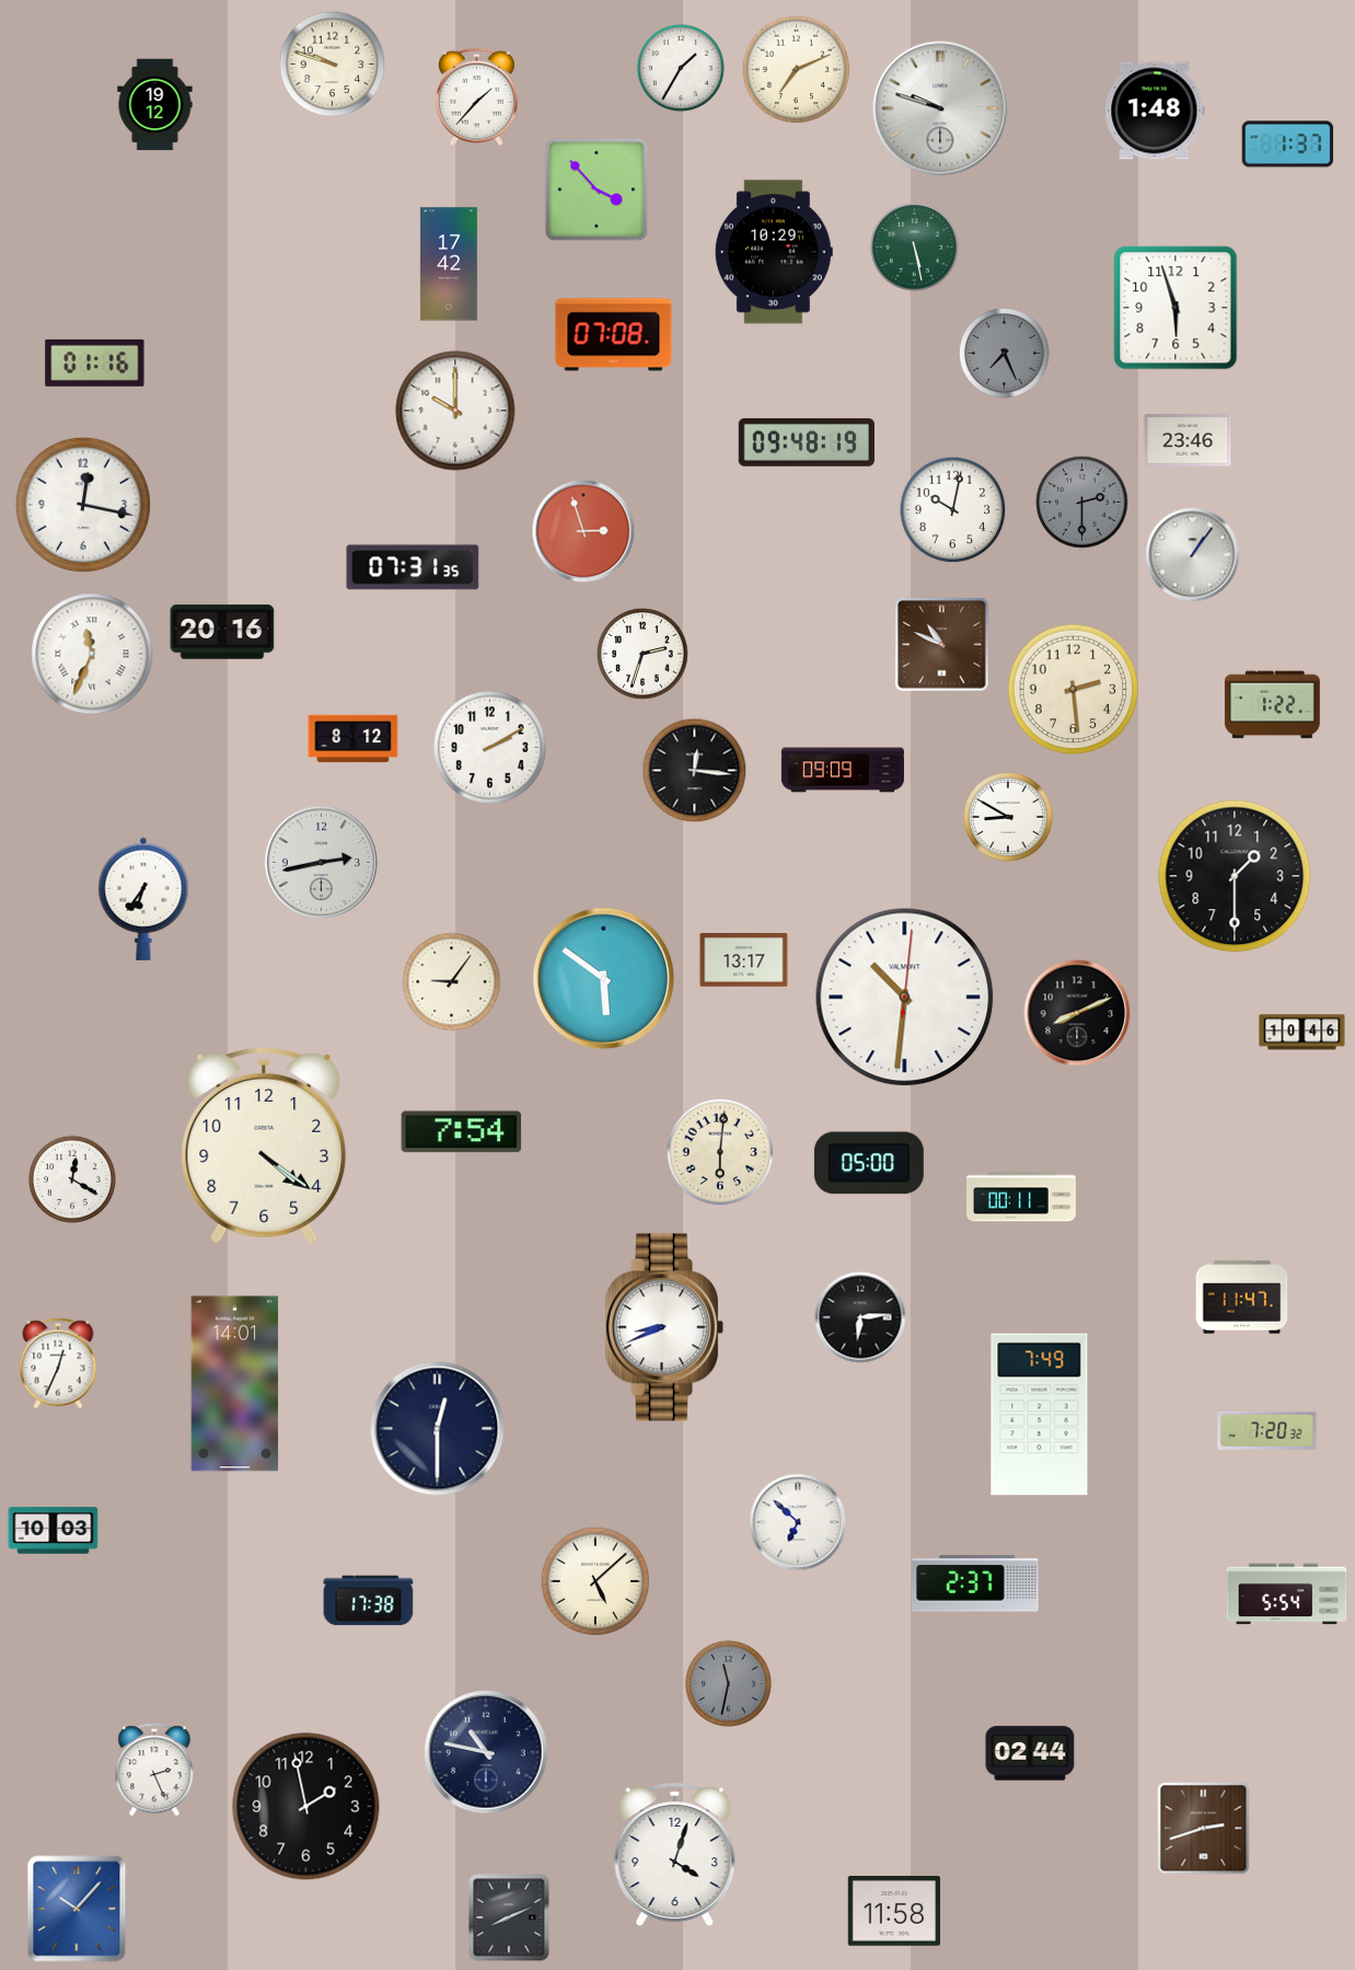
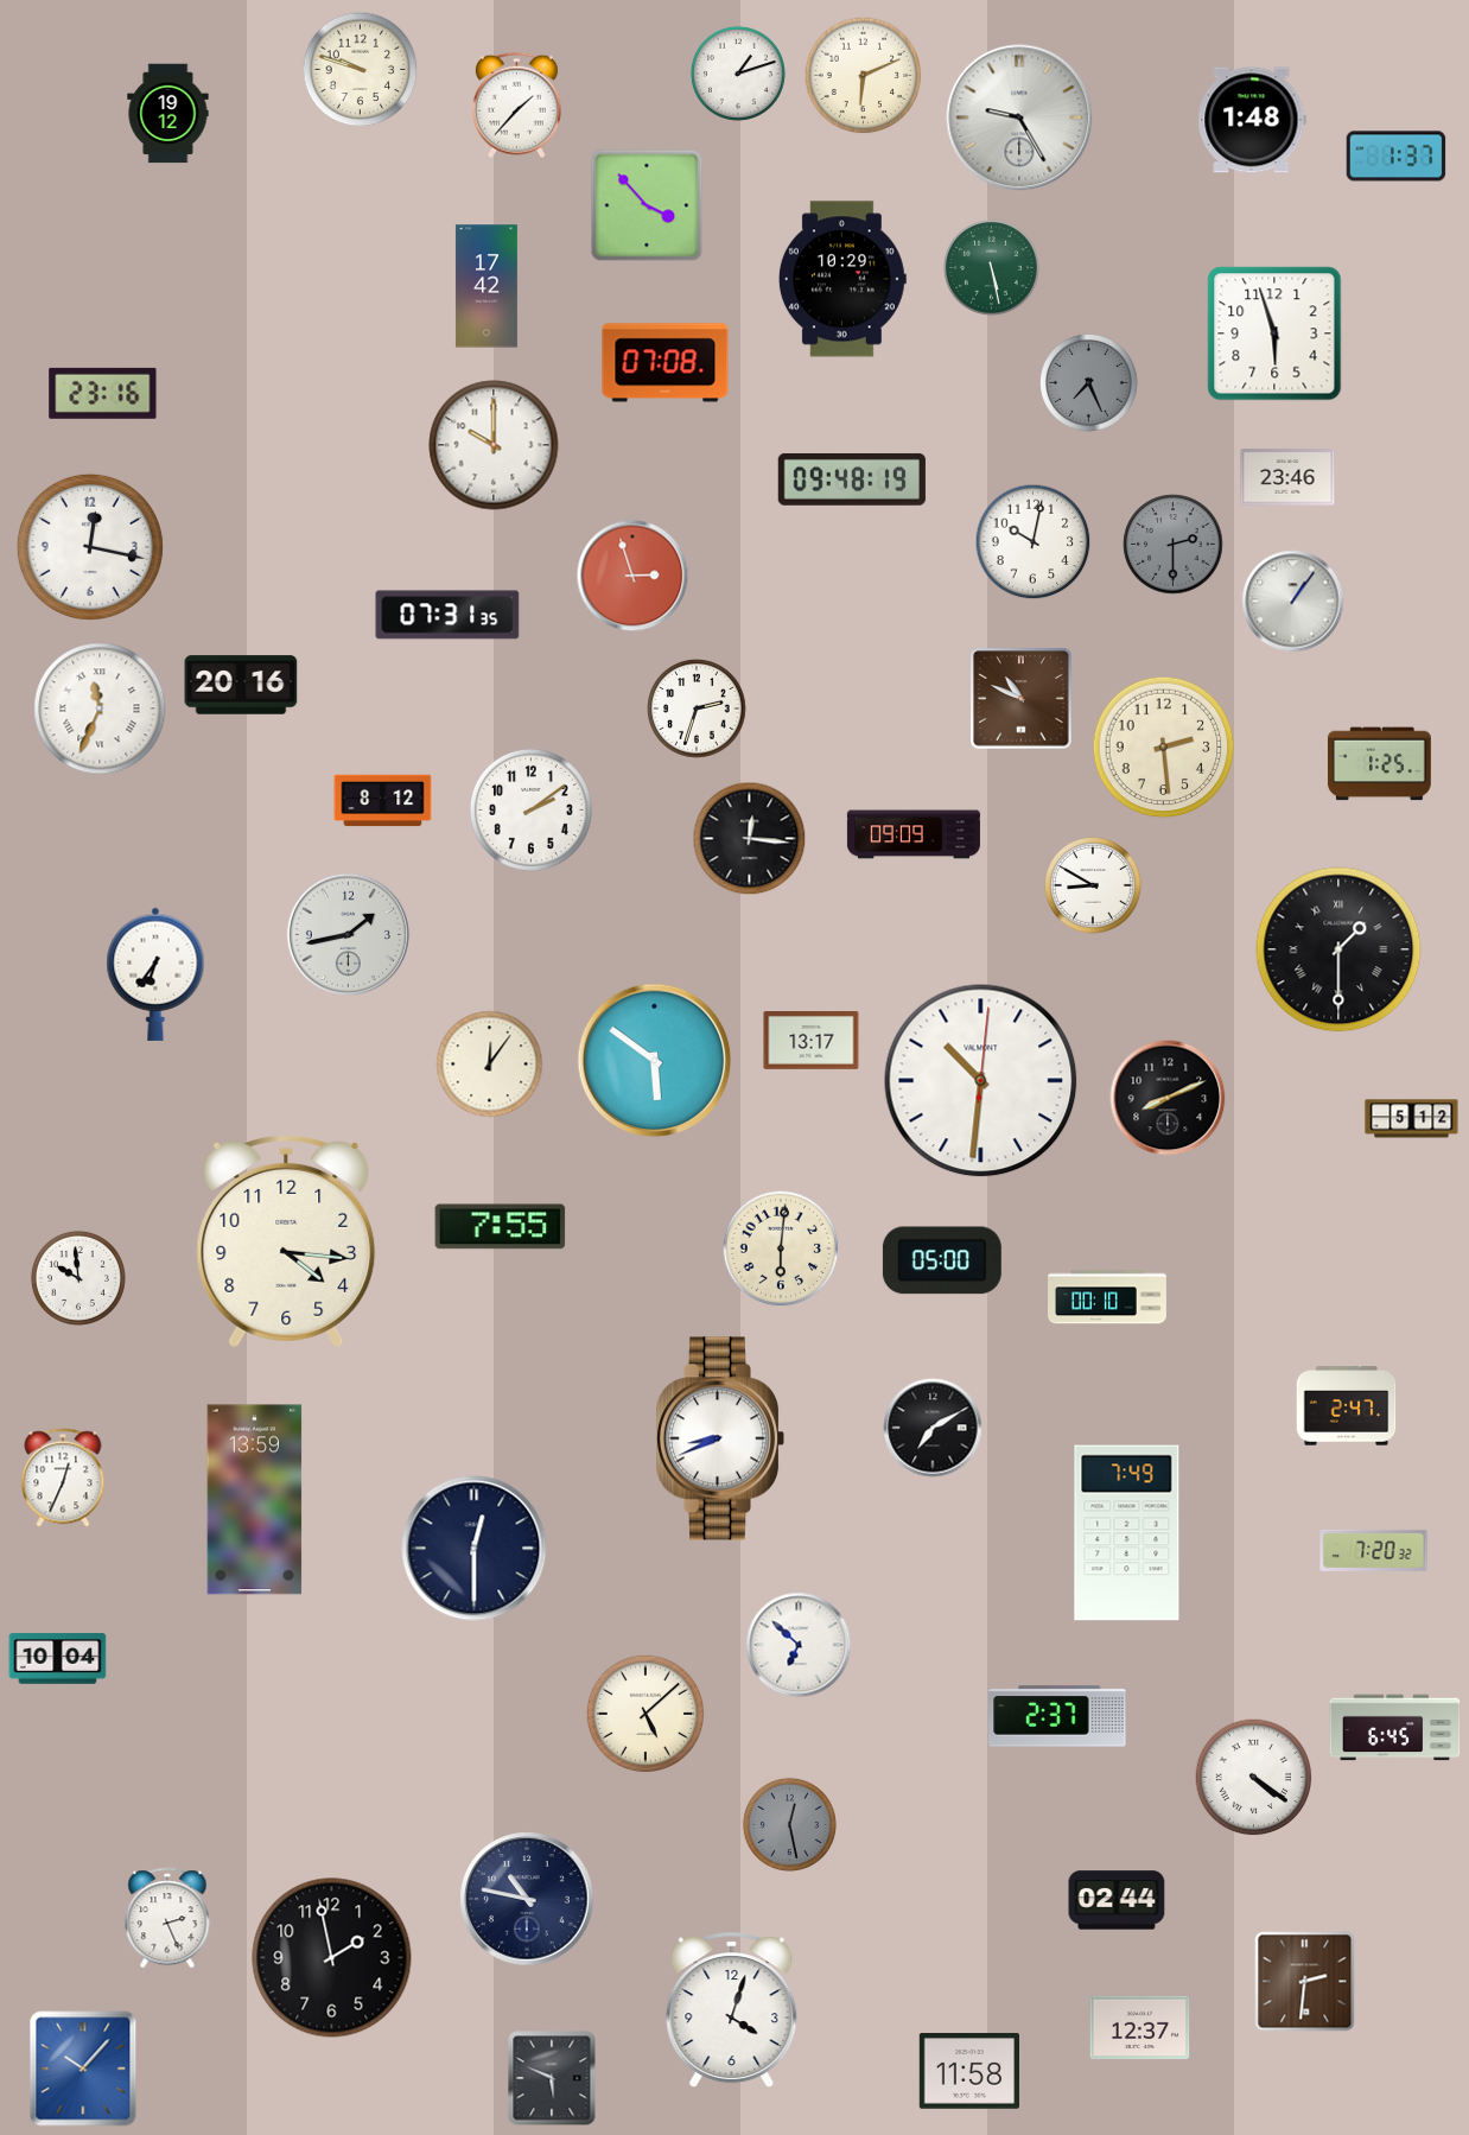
clock at (681, 68): 1:35 -> 1:12
clock at (797, 70): 7:11 -> 6:11
clock at (940, 108): 9:48 -> 9:25
clock at (774, 252) position: (774, 252) -> (842, 279)
clock at (95, 362): 01:16 -> 23:16
clock at (807, 442) position: (807, 442) -> (852, 479)
clock at (953, 510) position: (953, 510) -> (1034, 542)
clock at (1272, 705): 1:22 -> 1:25
clock at (489, 747): 2:10 -> 2:09
clock at (695, 771) position: (695, 771) -> (750, 839)
clock at (321, 862): 2:43 -> 1:43
clock at (1235, 876) numerals: Arabic -> Roman
clock at (744, 960) position: (744, 960) -> (812, 1041)
clock at (452, 982): 9:06 -> 12:06
clock at (1302, 1033): 10:46 -> 5:12
clock at (462, 1132): 7:54 -> 7:55
clock at (264, 1145): 4:21 -> 4:16
clock at (72, 1179): 12:20 -> 9:59
clock at (1022, 1197): 00:11 -> 00:10
clock at (1242, 1298): 11:47 -> 2:47
clock at (860, 1317): 6:14 -> 7:10
clock at (235, 1384): 14:01 -> 13:59
clock at (798, 1522) position: (798, 1522) -> (799, 1645)
clock at (54, 1531): 10:03 -> 10:04
clock at (1287, 1594): 5:54 -> 6:45
clock at (369, 1601): 17:38 -> none
clock at (1254, 1778): none -> 4:21
clock at (728, 1683): 11:32 -> 12:28
clock at (1204, 1829): 2:42 -> 2:31
clock at (1140, 2028): none -> 12:37
clock at (509, 1917): 8:11 -> 5:49
